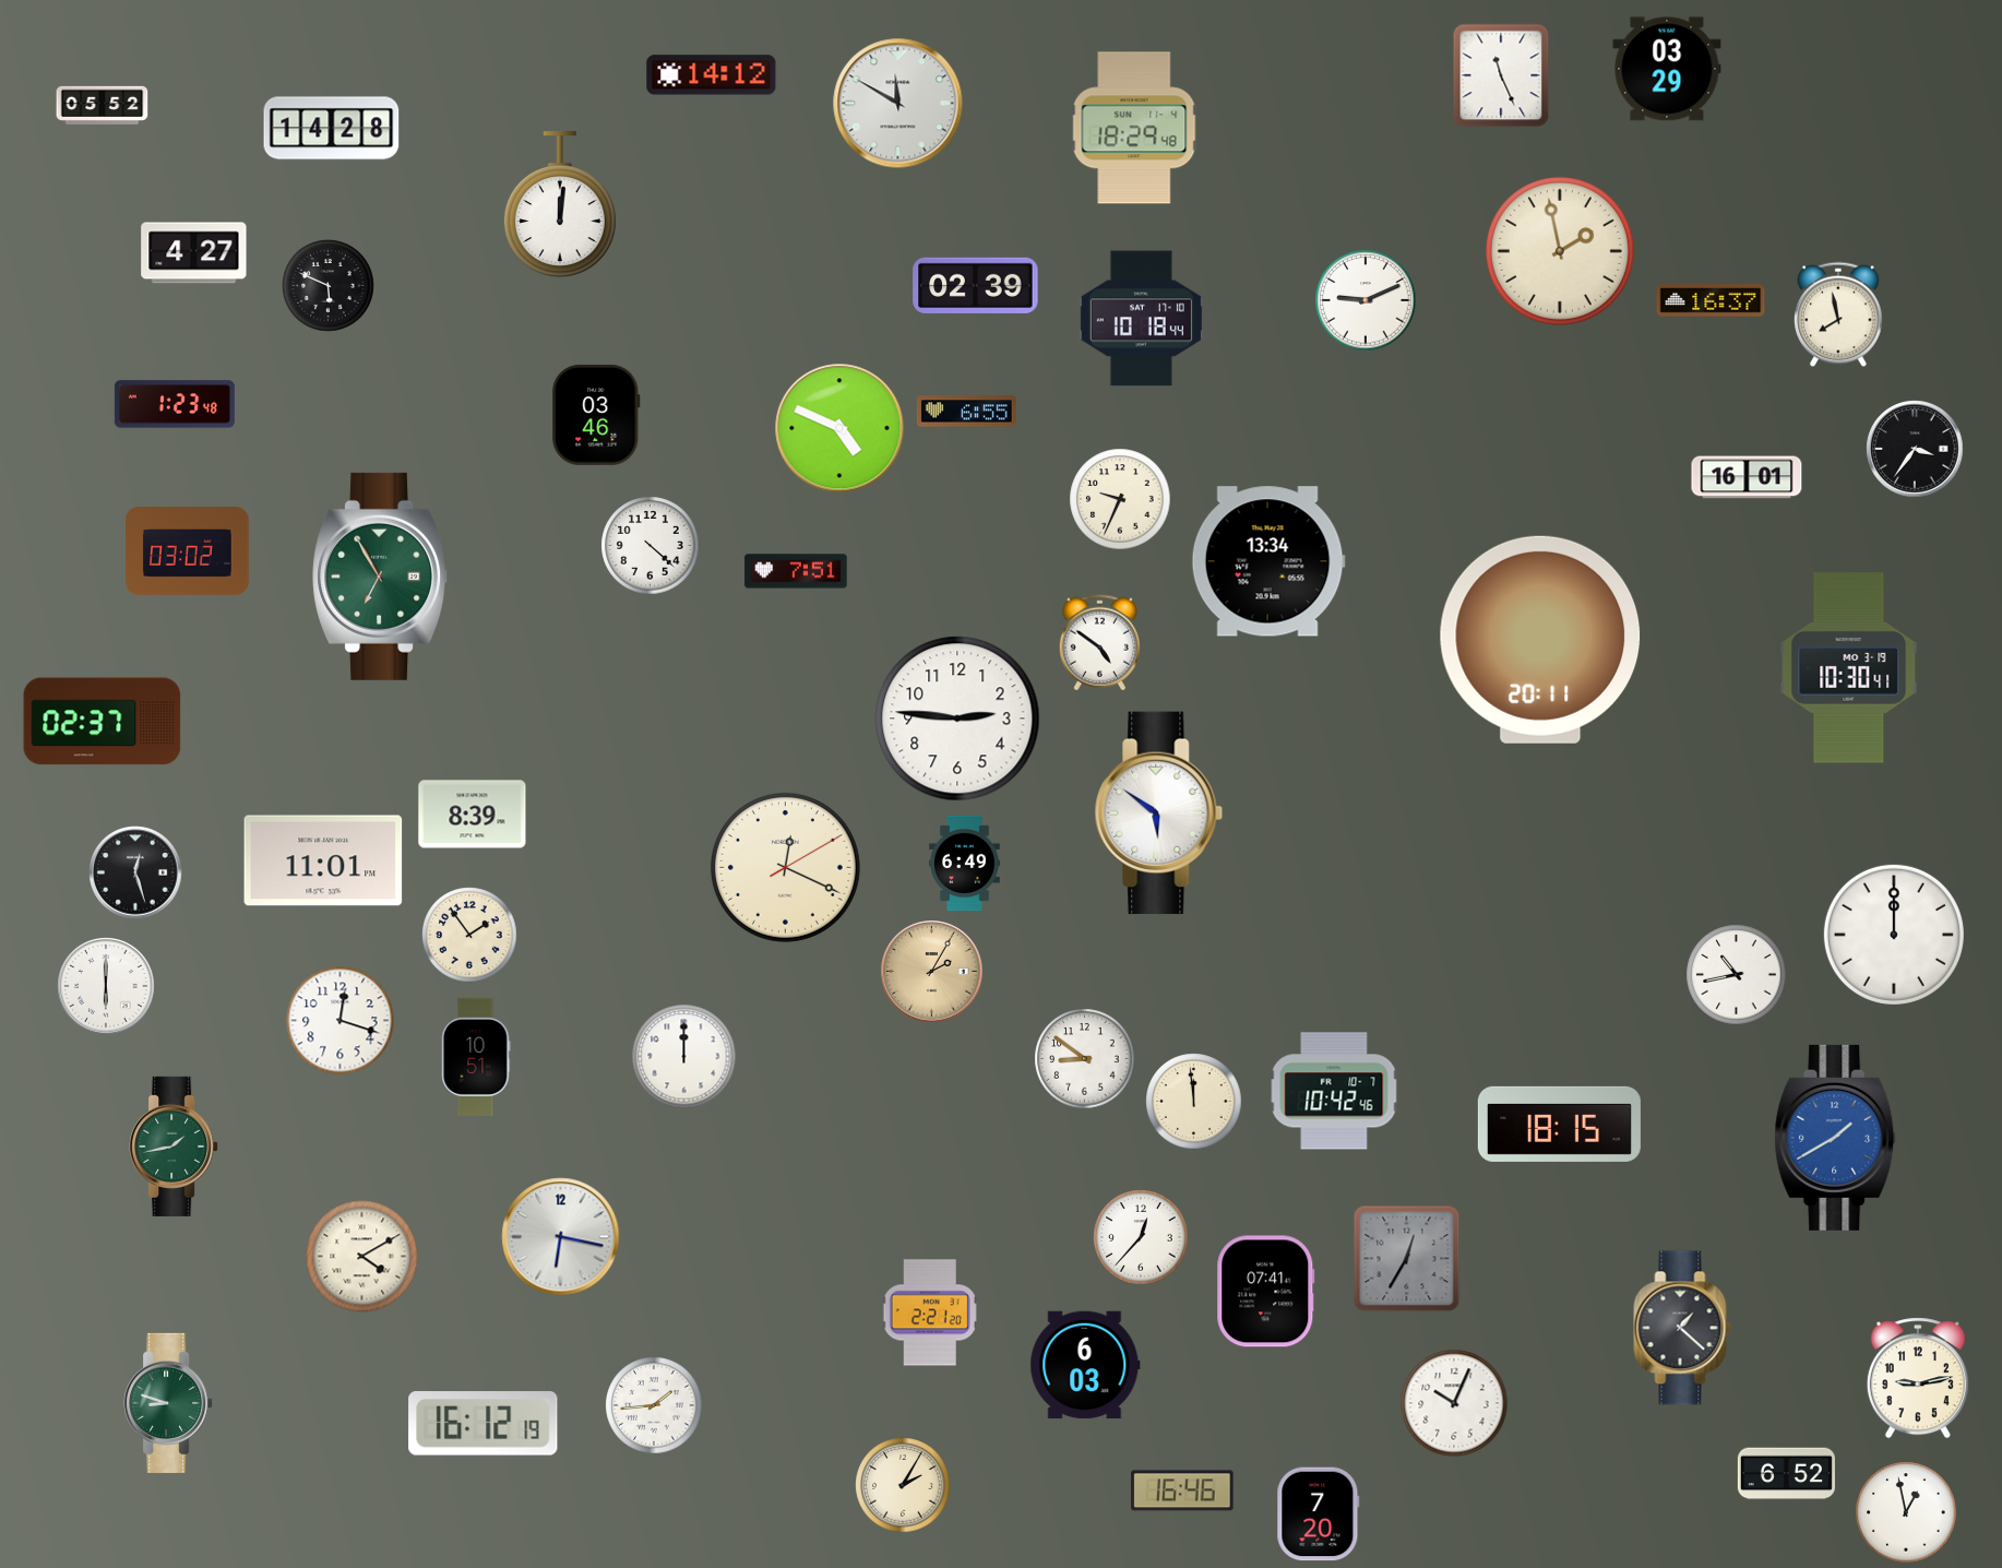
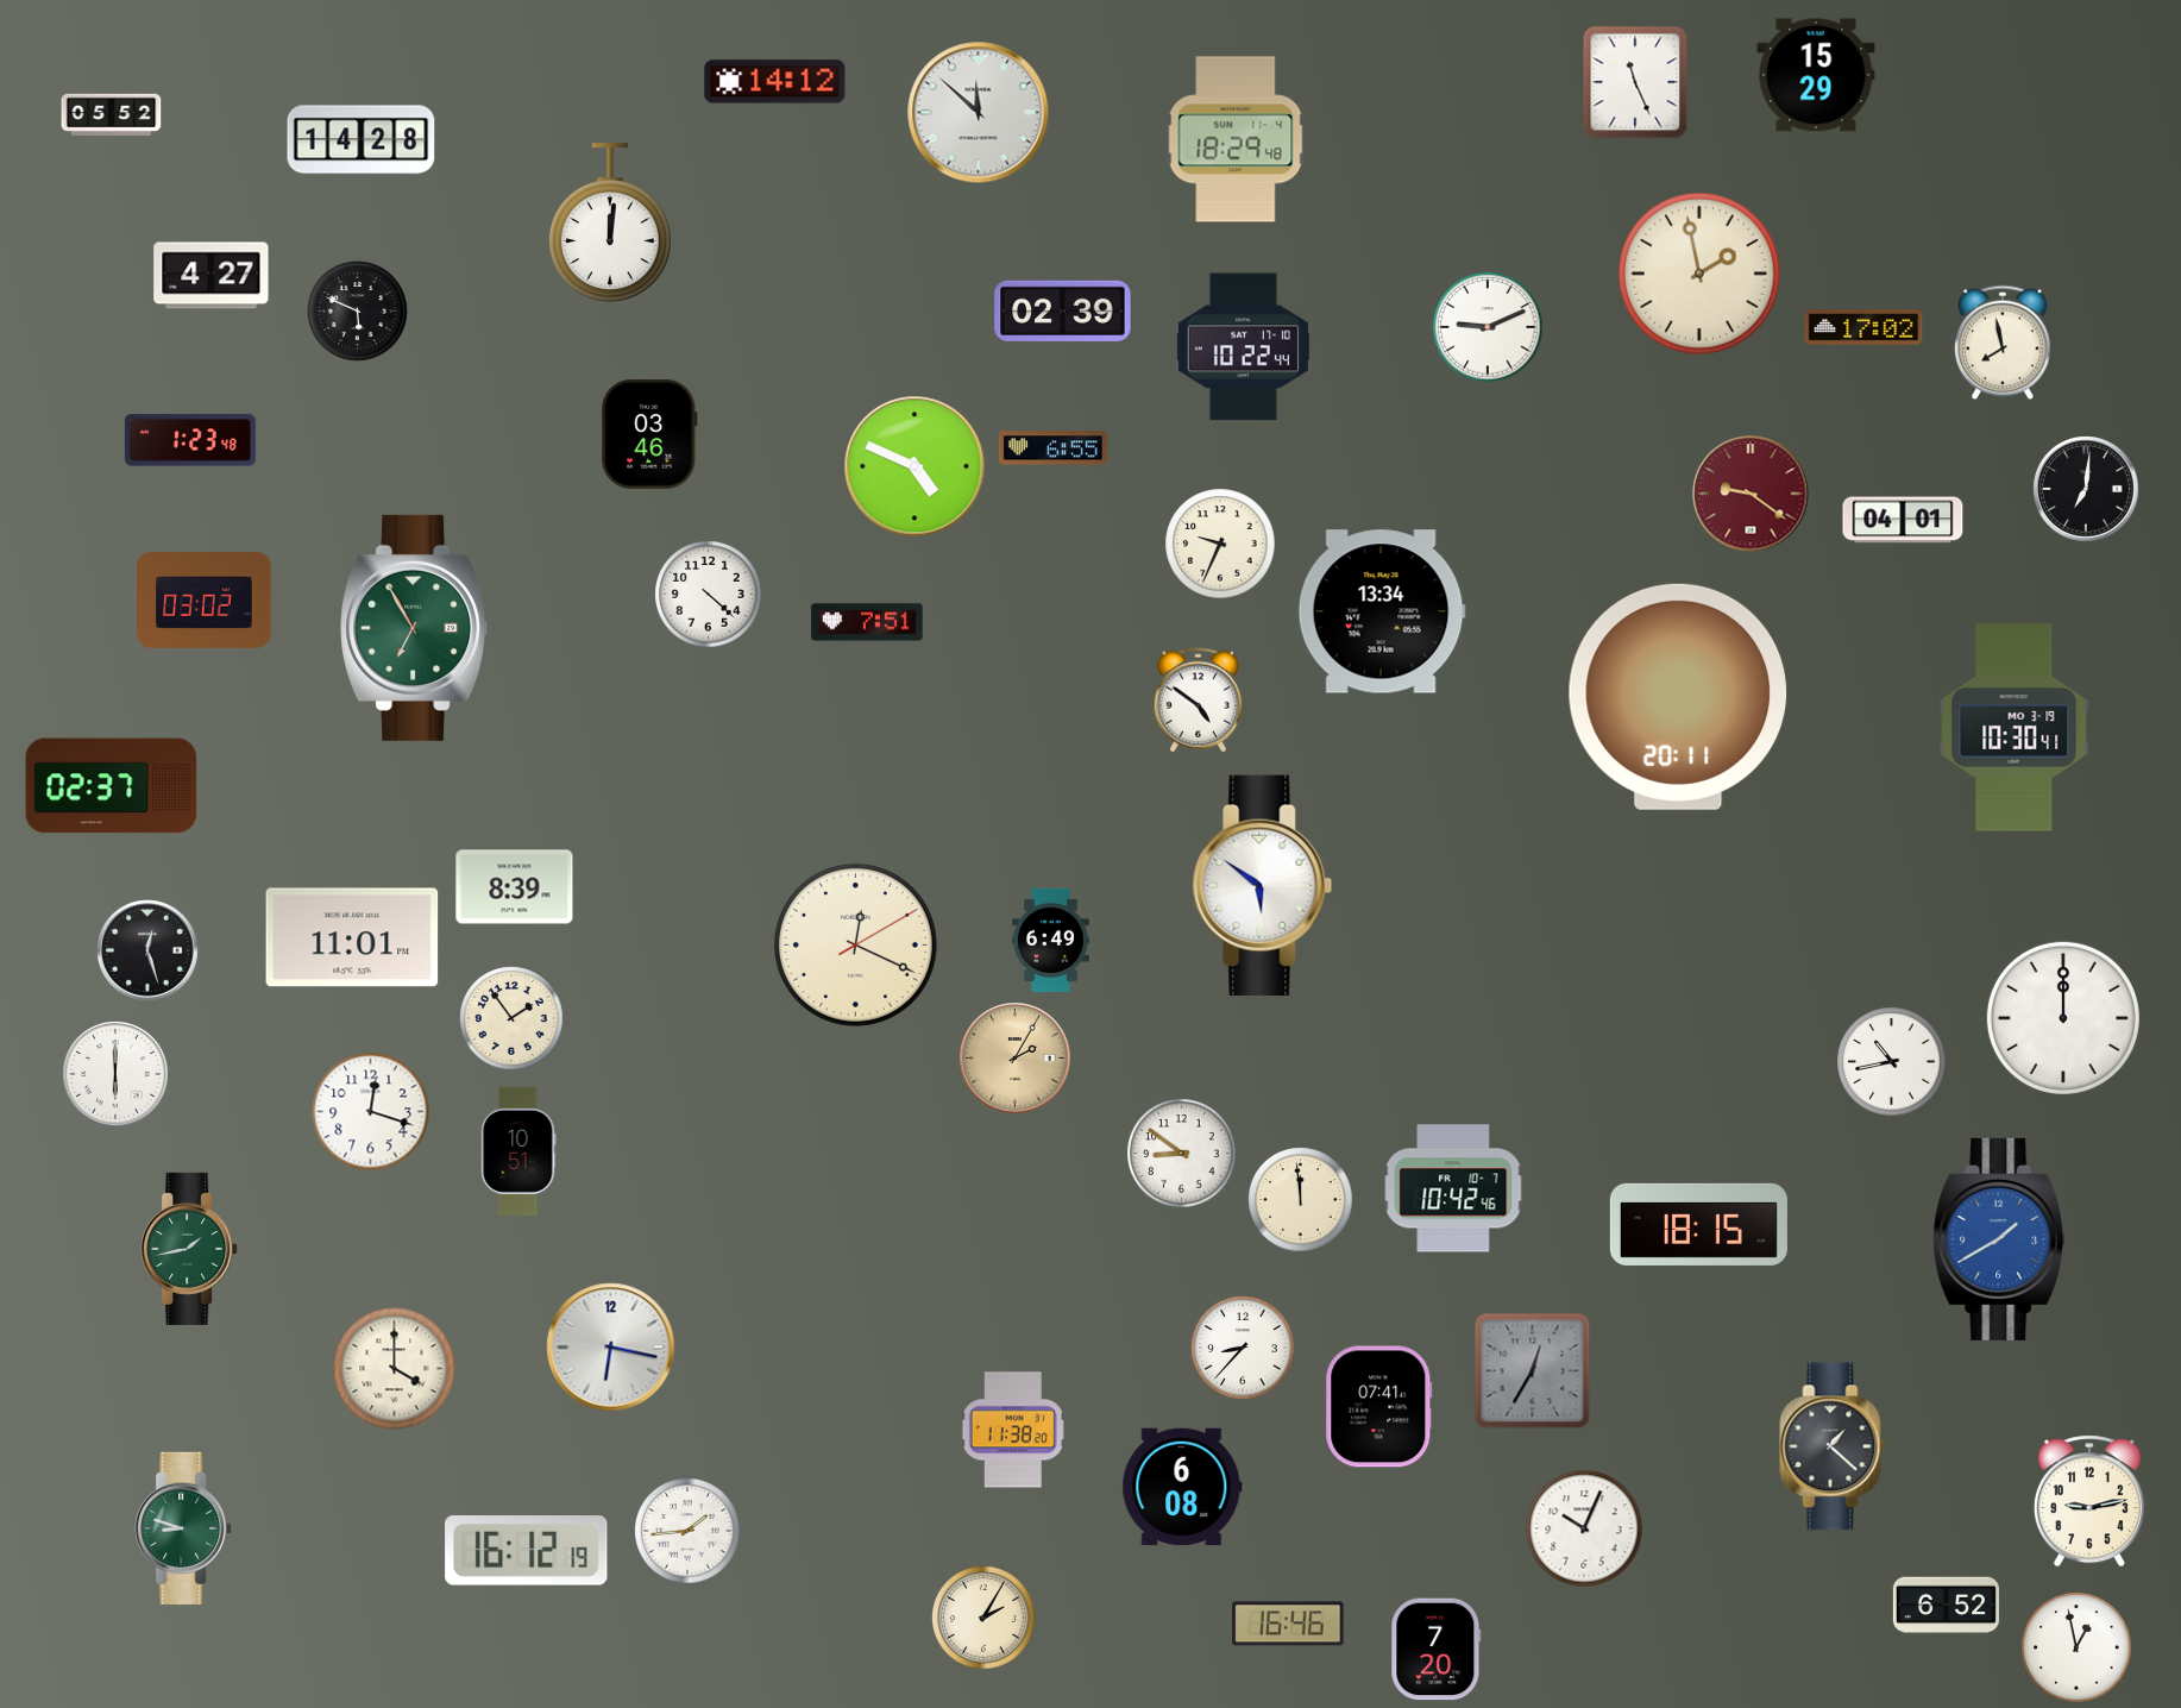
clock at (1667, 69): 03:29 -> 15:29
clock at (898, 104): 11:50 -> 11:52
clock at (1711, 300): 16:37 -> 17:02
clock at (1141, 319): 10:18 -> 10:22
clock at (596, 415) position: (596, 415) -> (649, 434)
clock at (1915, 449): 3:36 -> 7:01
clock at (1751, 494): none -> 9:21
clock at (1747, 477): 16:01 -> 04:01
clock at (957, 718): 2:46 -> none
clock at (684, 1057): 12:00 -> none
clock at (1141, 1237): 12:37 -> 8:37
clock at (362, 1257): 4:10 -> 4:00
clock at (930, 1312): 2:21 -> 11:38
clock at (1085, 1365): 6:03 -> 6:08
clock at (654, 1405) position: (654, 1405) -> (687, 1531)
